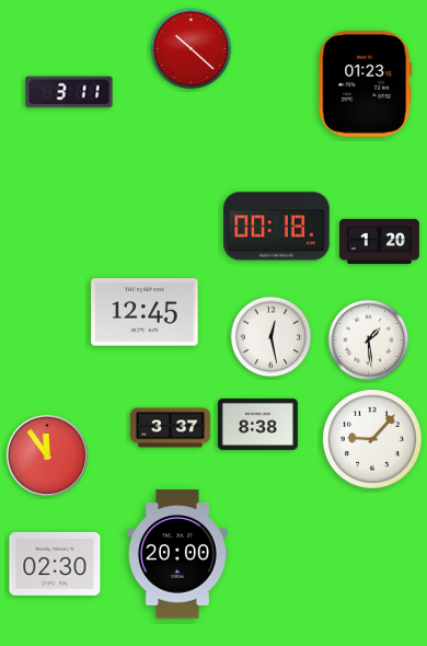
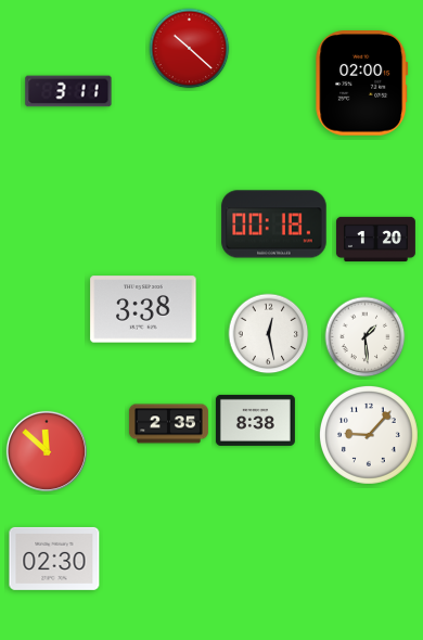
clock at (366, 84): 01:23 -> 02:00
clock at (145, 312): 12:45 -> 3:38
clock at (170, 428): 3:37 -> 2:35
clock at (47, 455): 11:54 -> 11:52
clock at (178, 554): 20:00 -> none
